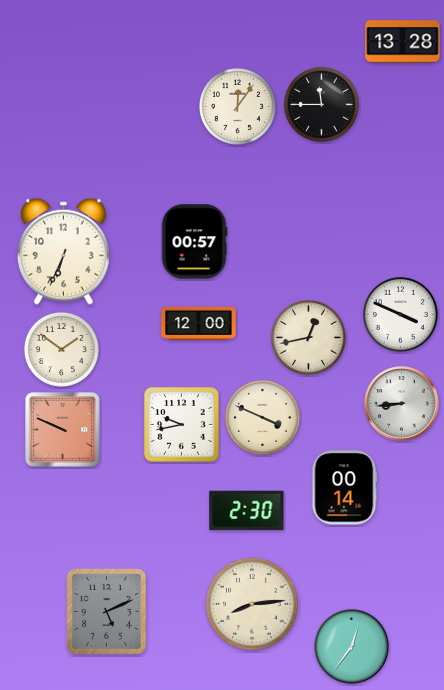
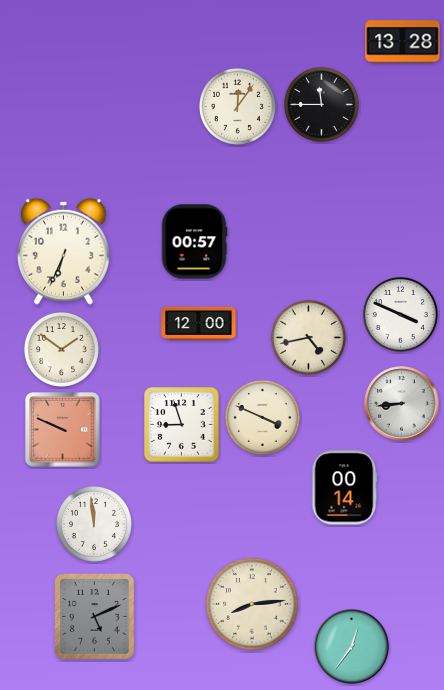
clock at (308, 337): 12:43 -> 4:43
clock at (182, 425): 9:43 -> 8:57
clock at (247, 511): 2:30 -> none
clock at (94, 524): none -> 11:59
clock at (107, 612) position: (107, 612) -> (95, 617)
